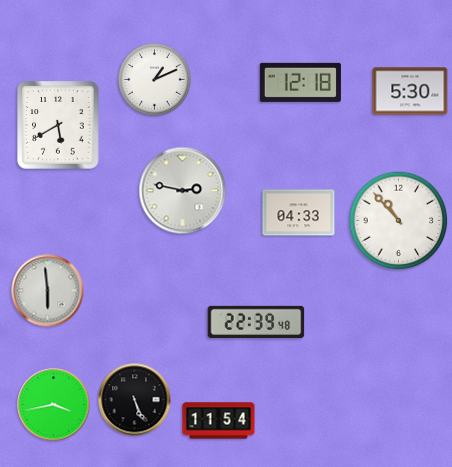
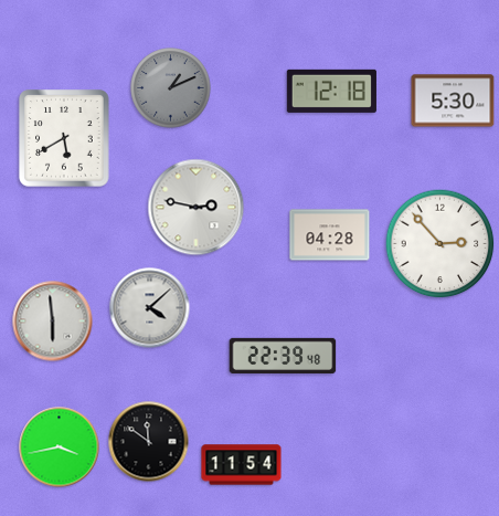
clock at (155, 80) dial: white -> grey
clock at (183, 191) position: (183, 191) -> (197, 208)
clock at (299, 213): 04:33 -> 04:28
clock at (399, 221): 10:53 -> 2:53
clock at (150, 308): none -> 4:08
clock at (135, 400): 5:26 -> 11:51
